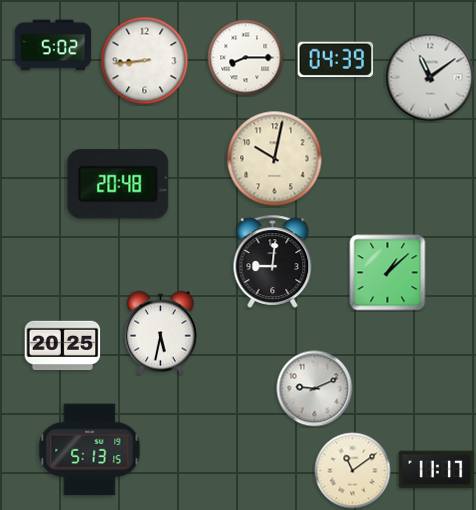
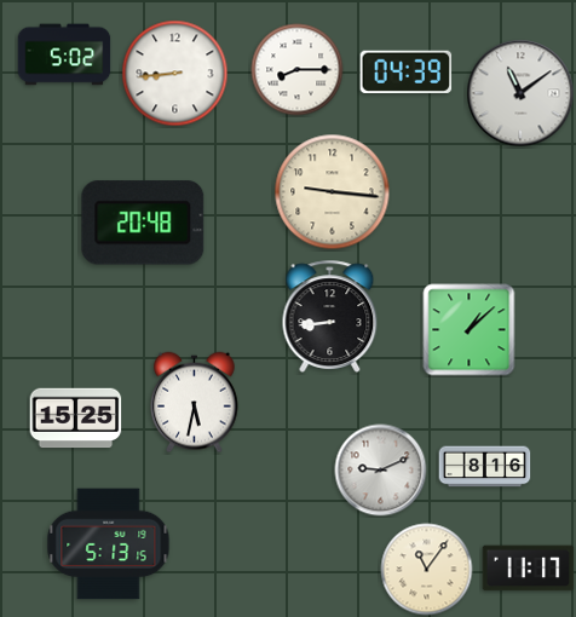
clock at (275, 159): 10:02 -> 9:16
clock at (273, 261): 9:01 -> 8:44
clock at (63, 346): 20:25 -> 15:25
clock at (485, 467): none -> 8:16
clock at (353, 471): 11:09 -> 11:06
